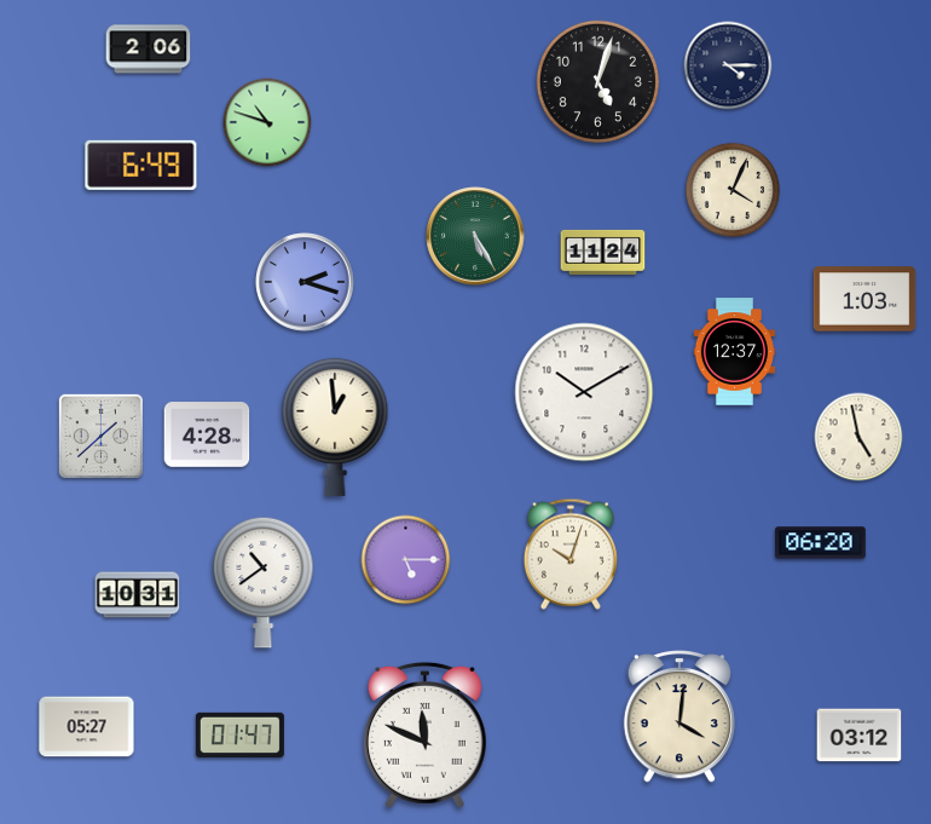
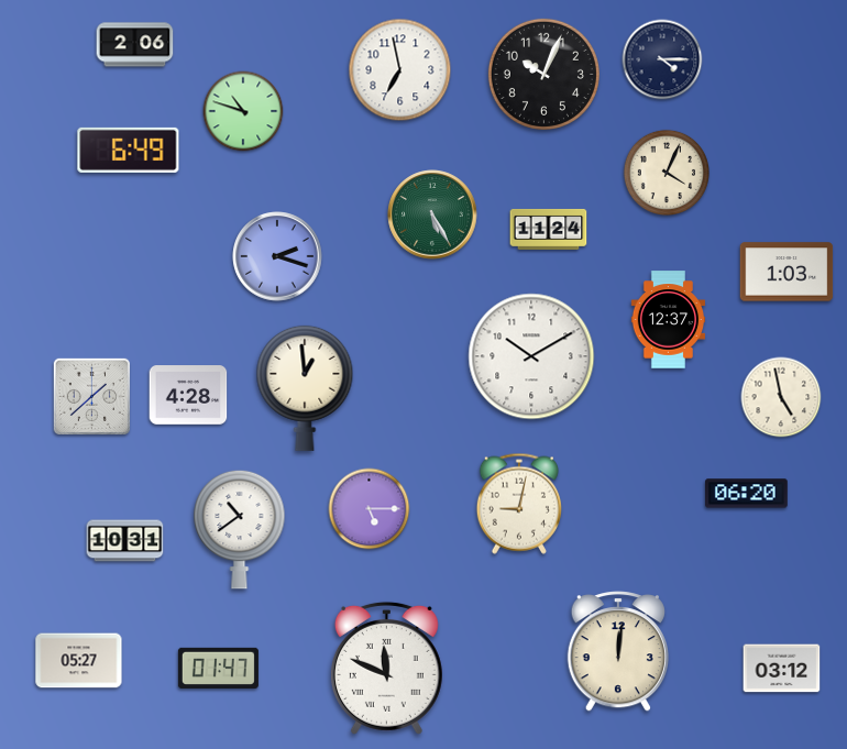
clock at (400, 70): none -> 6:58
clock at (597, 81): 5:03 -> 10:04
clock at (571, 554): 10:03 -> 9:02
clock at (678, 718): 4:01 -> 12:01
